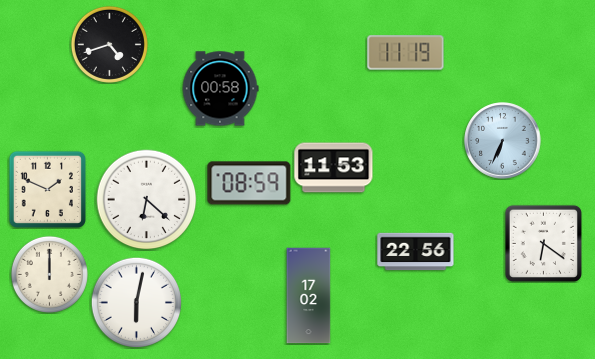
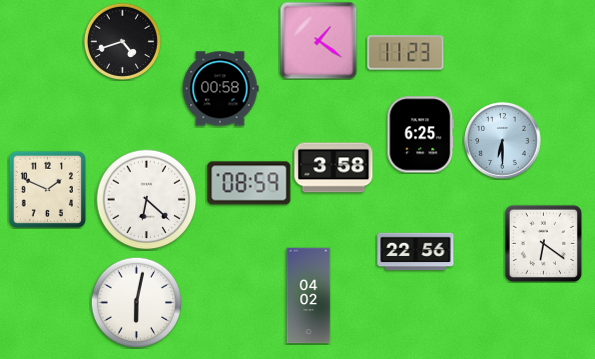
clock at (318, 40): none -> 1:21
clock at (109, 44) position: (109, 44) -> (122, 41)
clock at (406, 53): 11:19 -> 11:23
clock at (421, 135): none -> 6:25
clock at (503, 141): 6:34 -> 6:30
clock at (334, 168): 11:53 -> 3:58
clock at (49, 274): 12:00 -> none
clock at (309, 296): 17:02 -> 04:02
